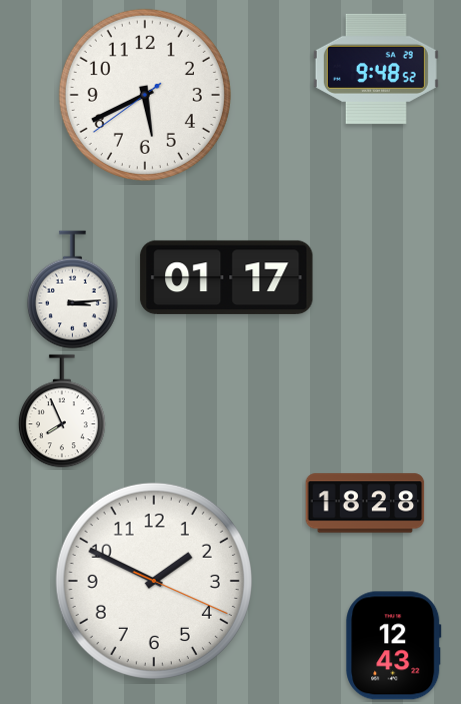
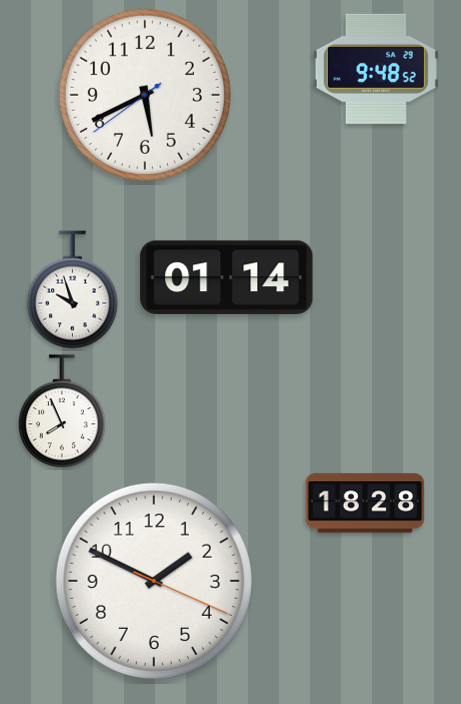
clock at (227, 278): 01:17 -> 01:14
clock at (72, 290): 3:14 -> 9:57
clock at (394, 646): 12:43 -> none
